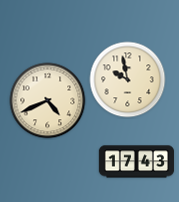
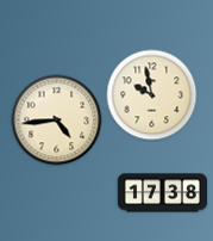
clock at (48, 101): 4:41 -> 4:44
clock at (137, 162): 17:43 -> 17:38
